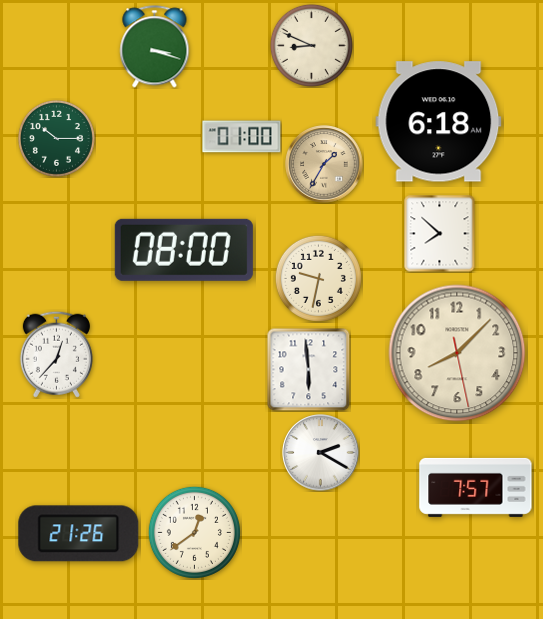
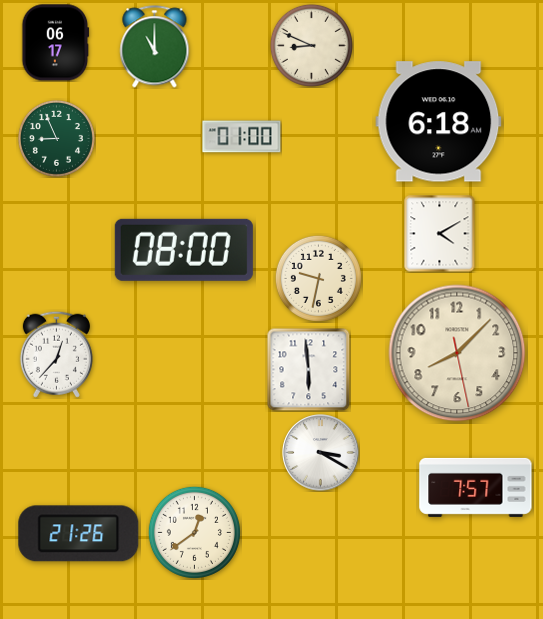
clock at (56, 43): none -> 06:17
clock at (155, 47): 3:18 -> 11:00
clock at (56, 138): 10:15 -> 8:56
clock at (324, 164): 1:35 -> none
clock at (440, 233): 7:52 -> 4:10
clock at (321, 453): 2:20 -> 3:20
